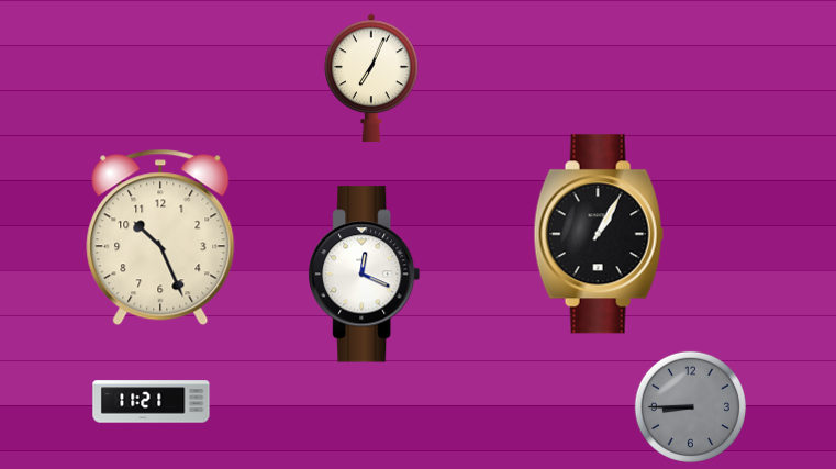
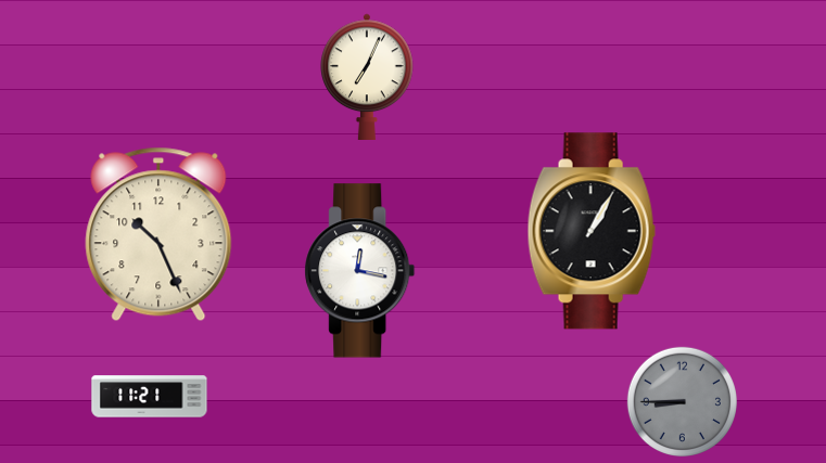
clock at (365, 275): 12:19 -> 12:17
